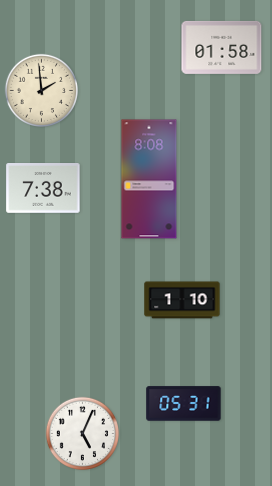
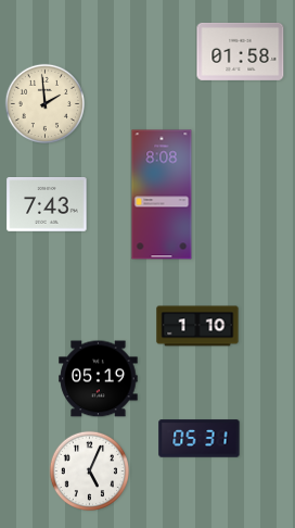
clock at (41, 90) position: (41, 90) -> (44, 103)
clock at (43, 188): 7:38 -> 7:43
clock at (99, 379): none -> 05:19
